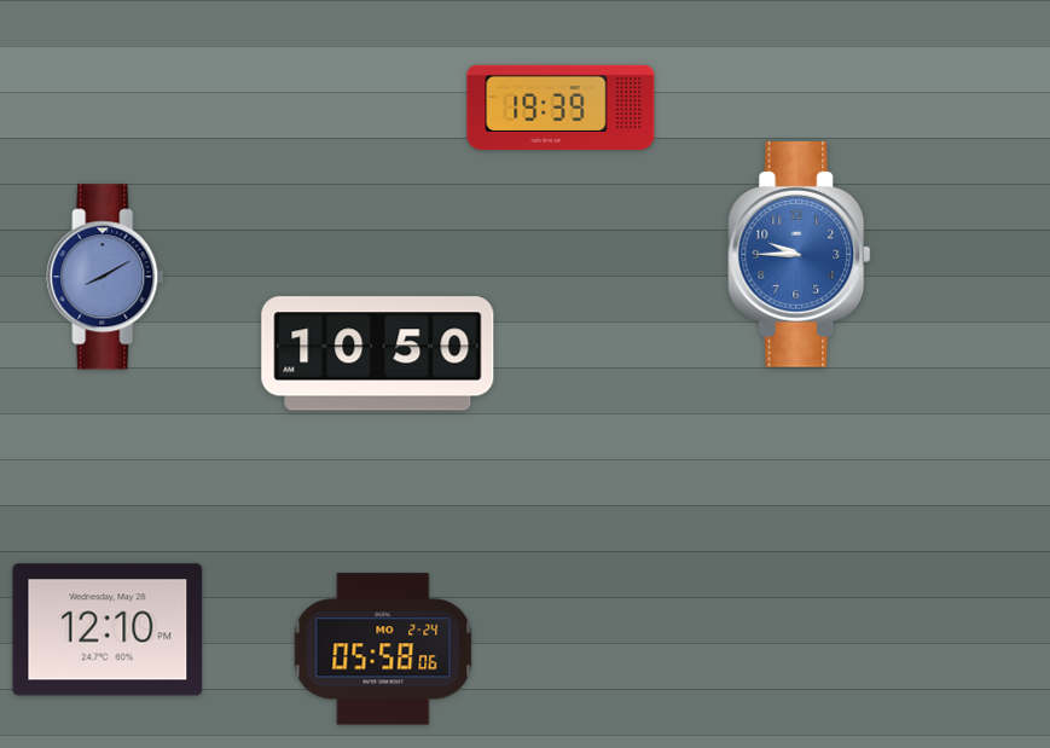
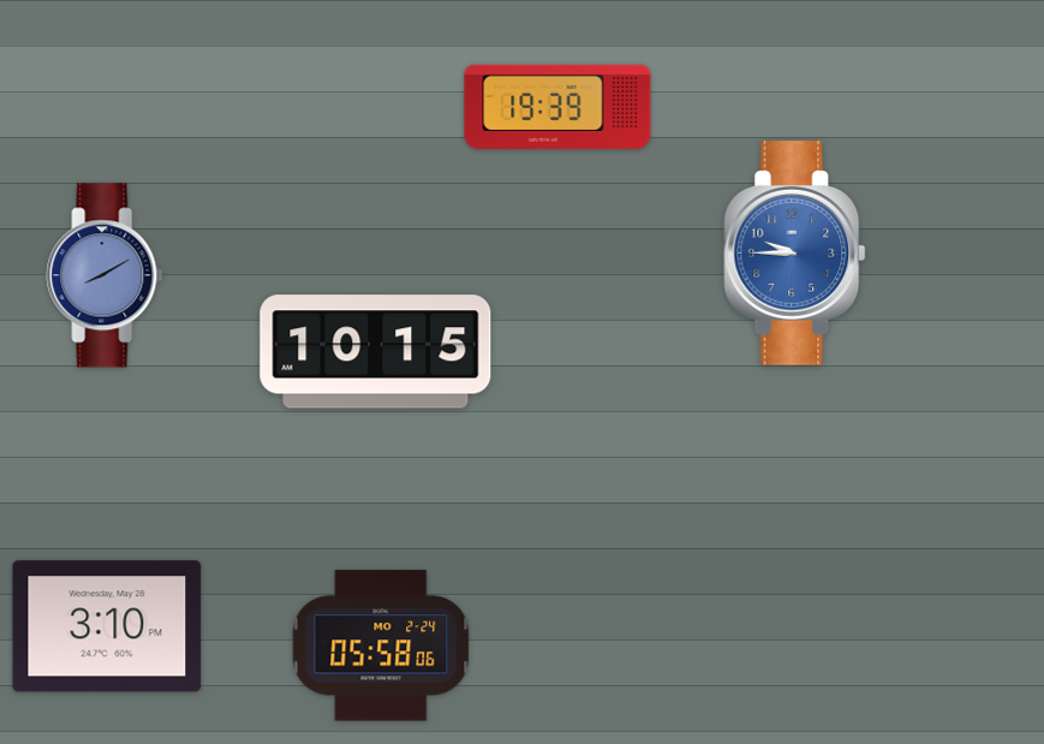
clock at (378, 354): 10:50 -> 10:15
clock at (108, 630): 12:10 -> 3:10
